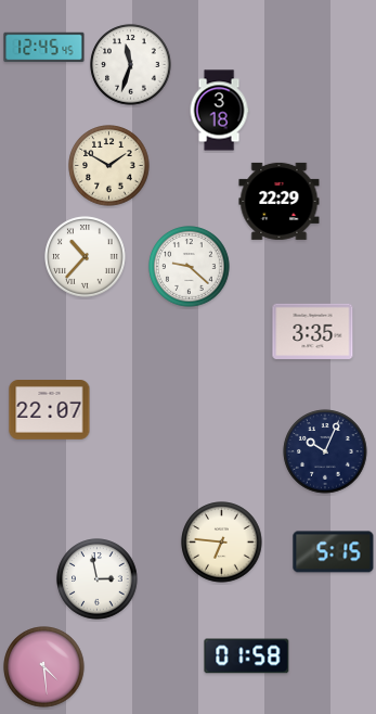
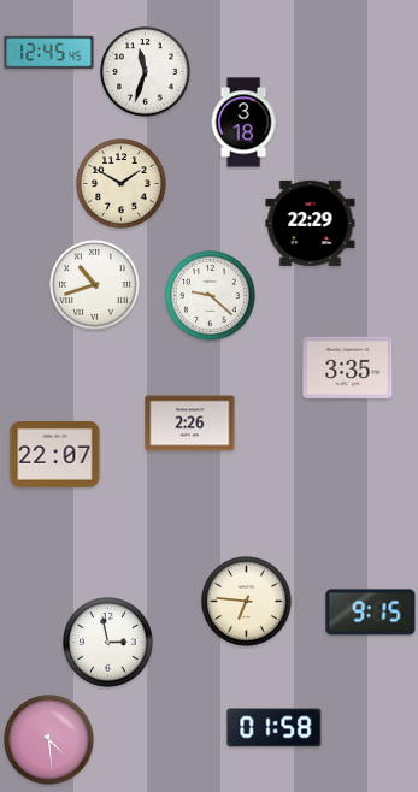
clock at (86, 257): 10:37 -> 10:42
clock at (190, 424): none -> 2:26
clock at (325, 451): 10:04 -> none
clock at (334, 552): 5:15 -> 9:15
